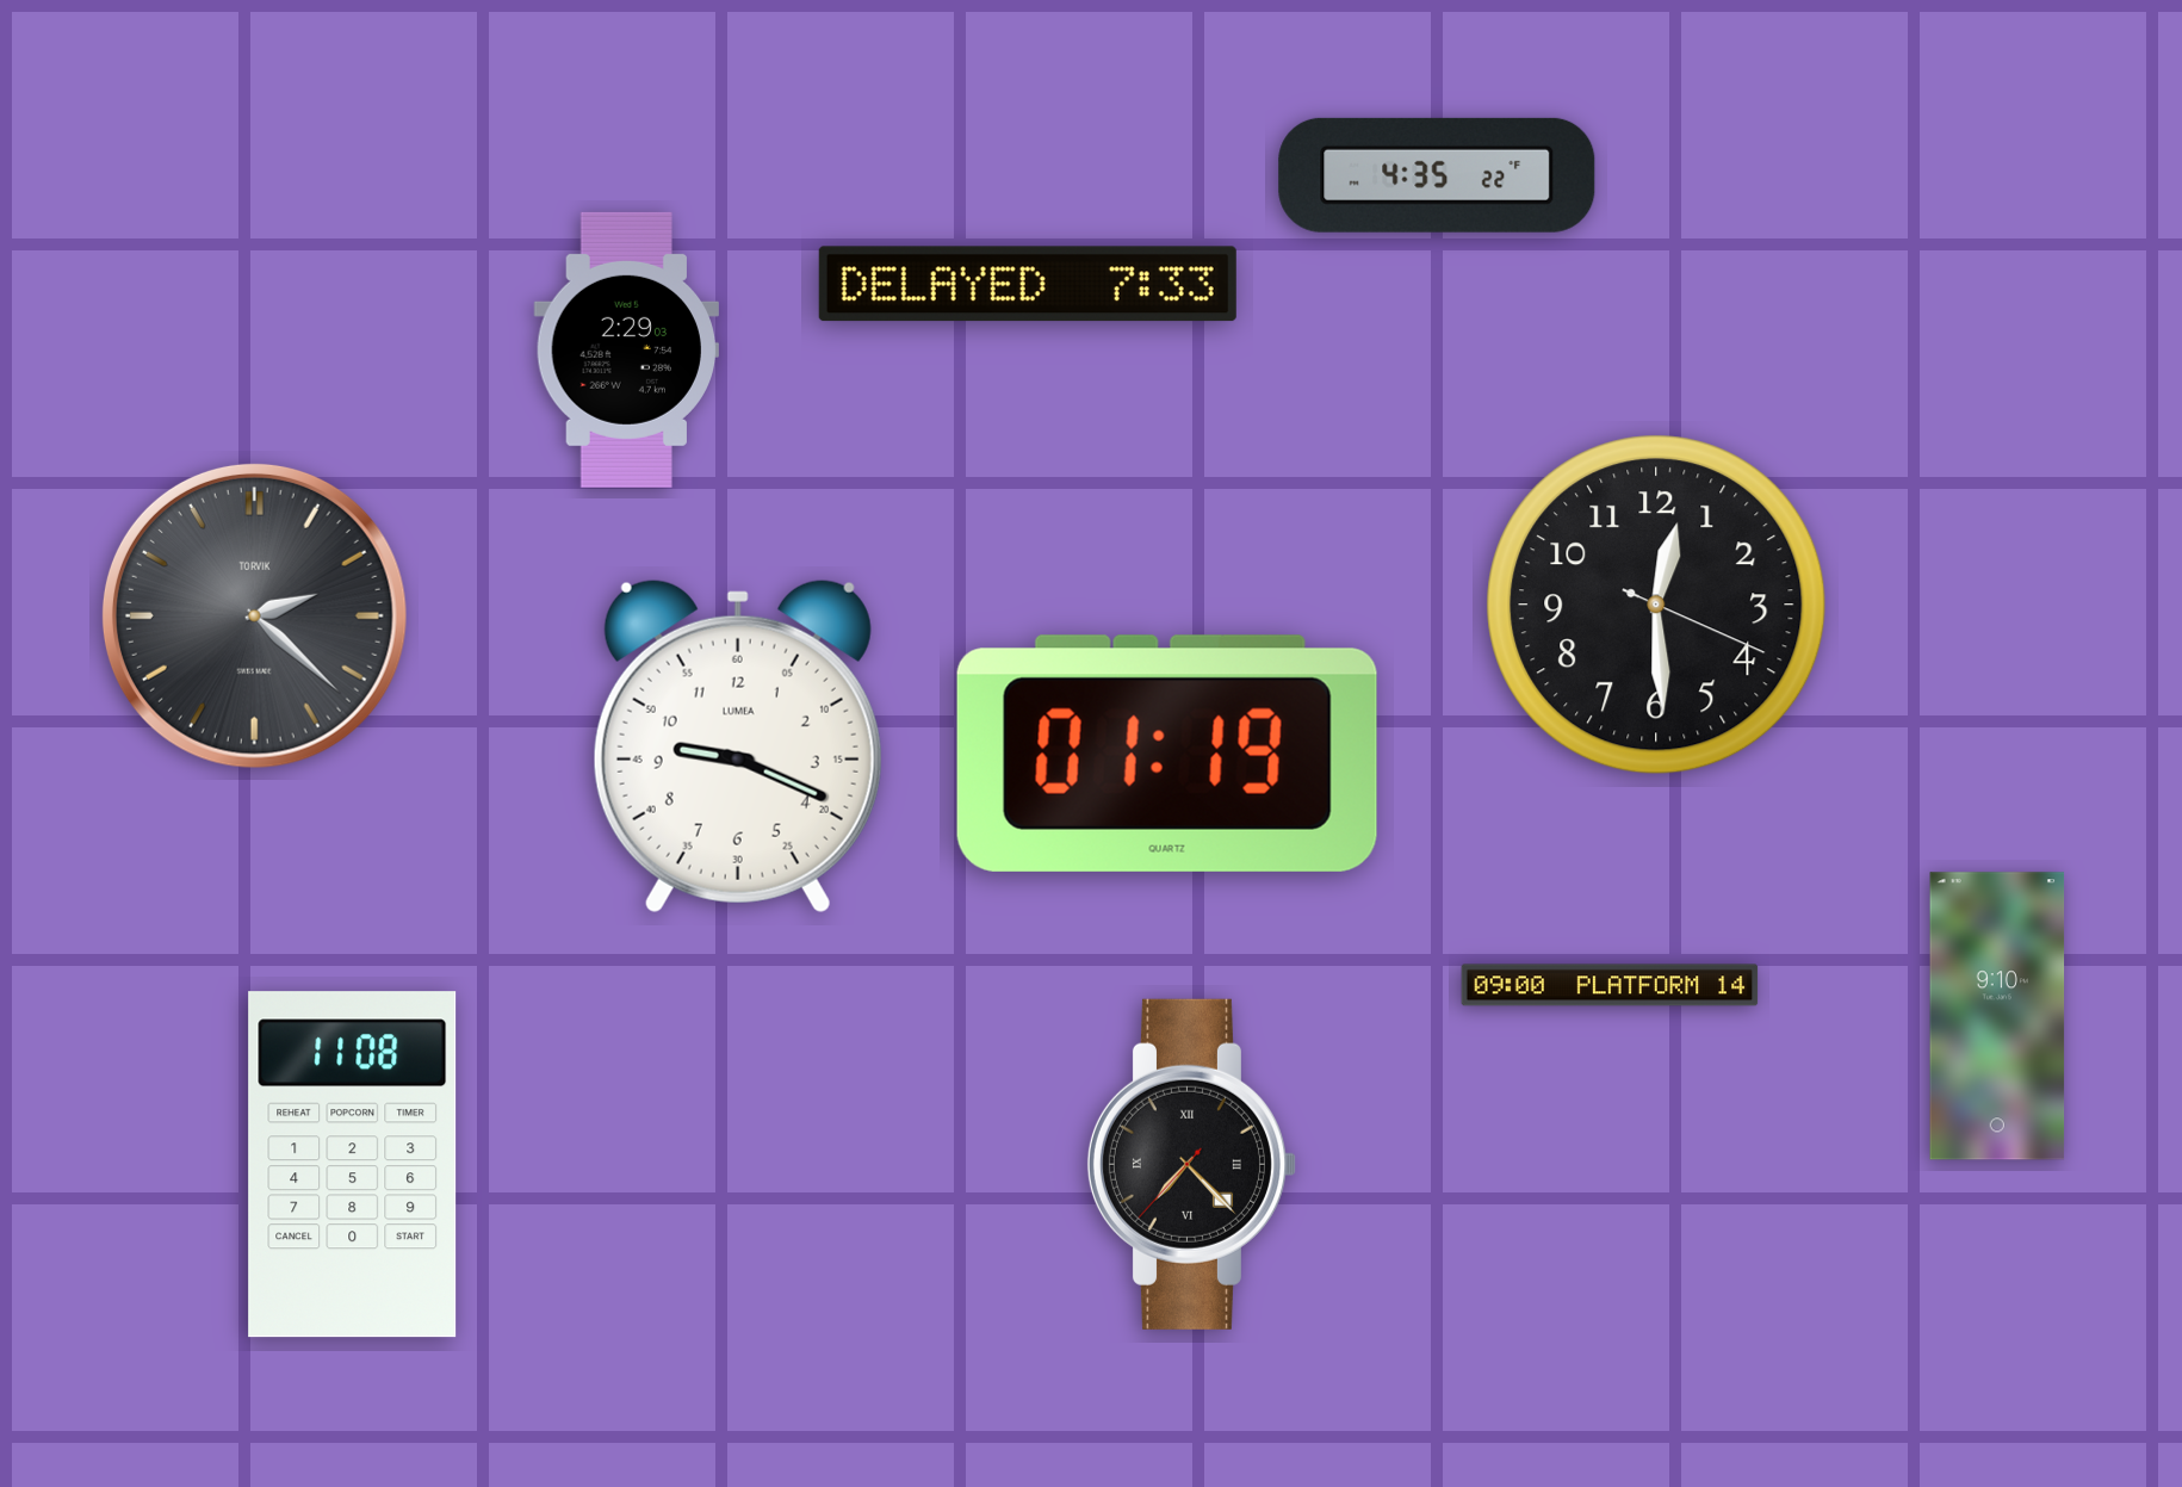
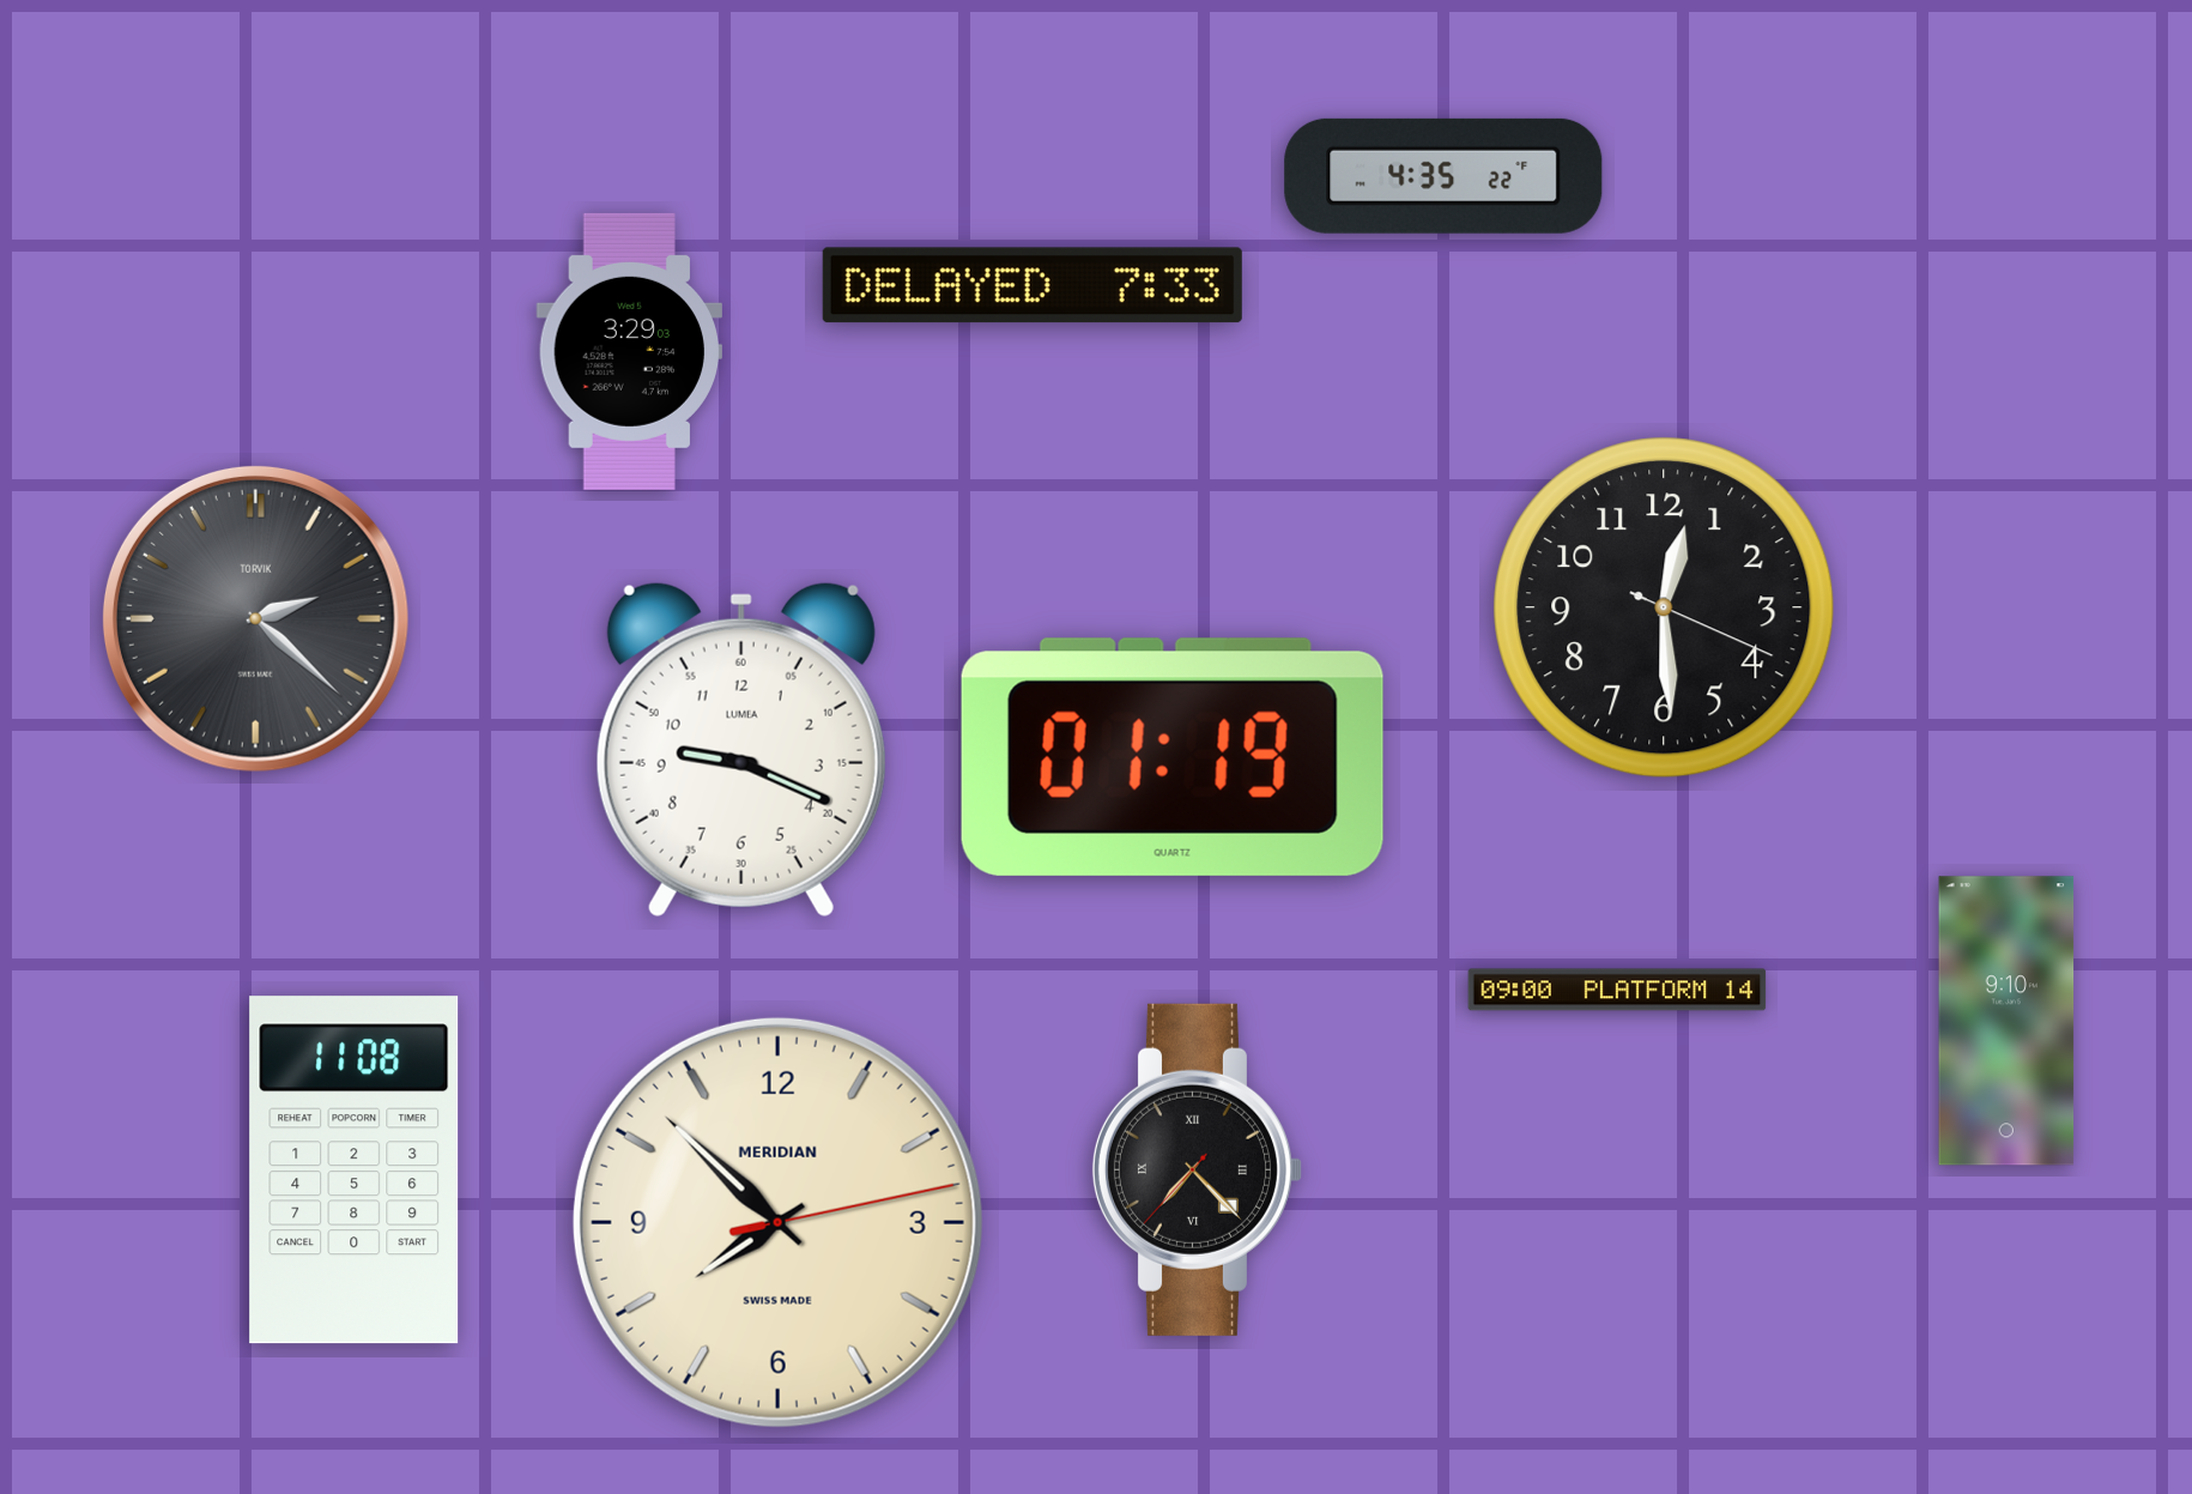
clock at (626, 349): 2:29 -> 3:29
clock at (777, 1222): none -> 7:52
